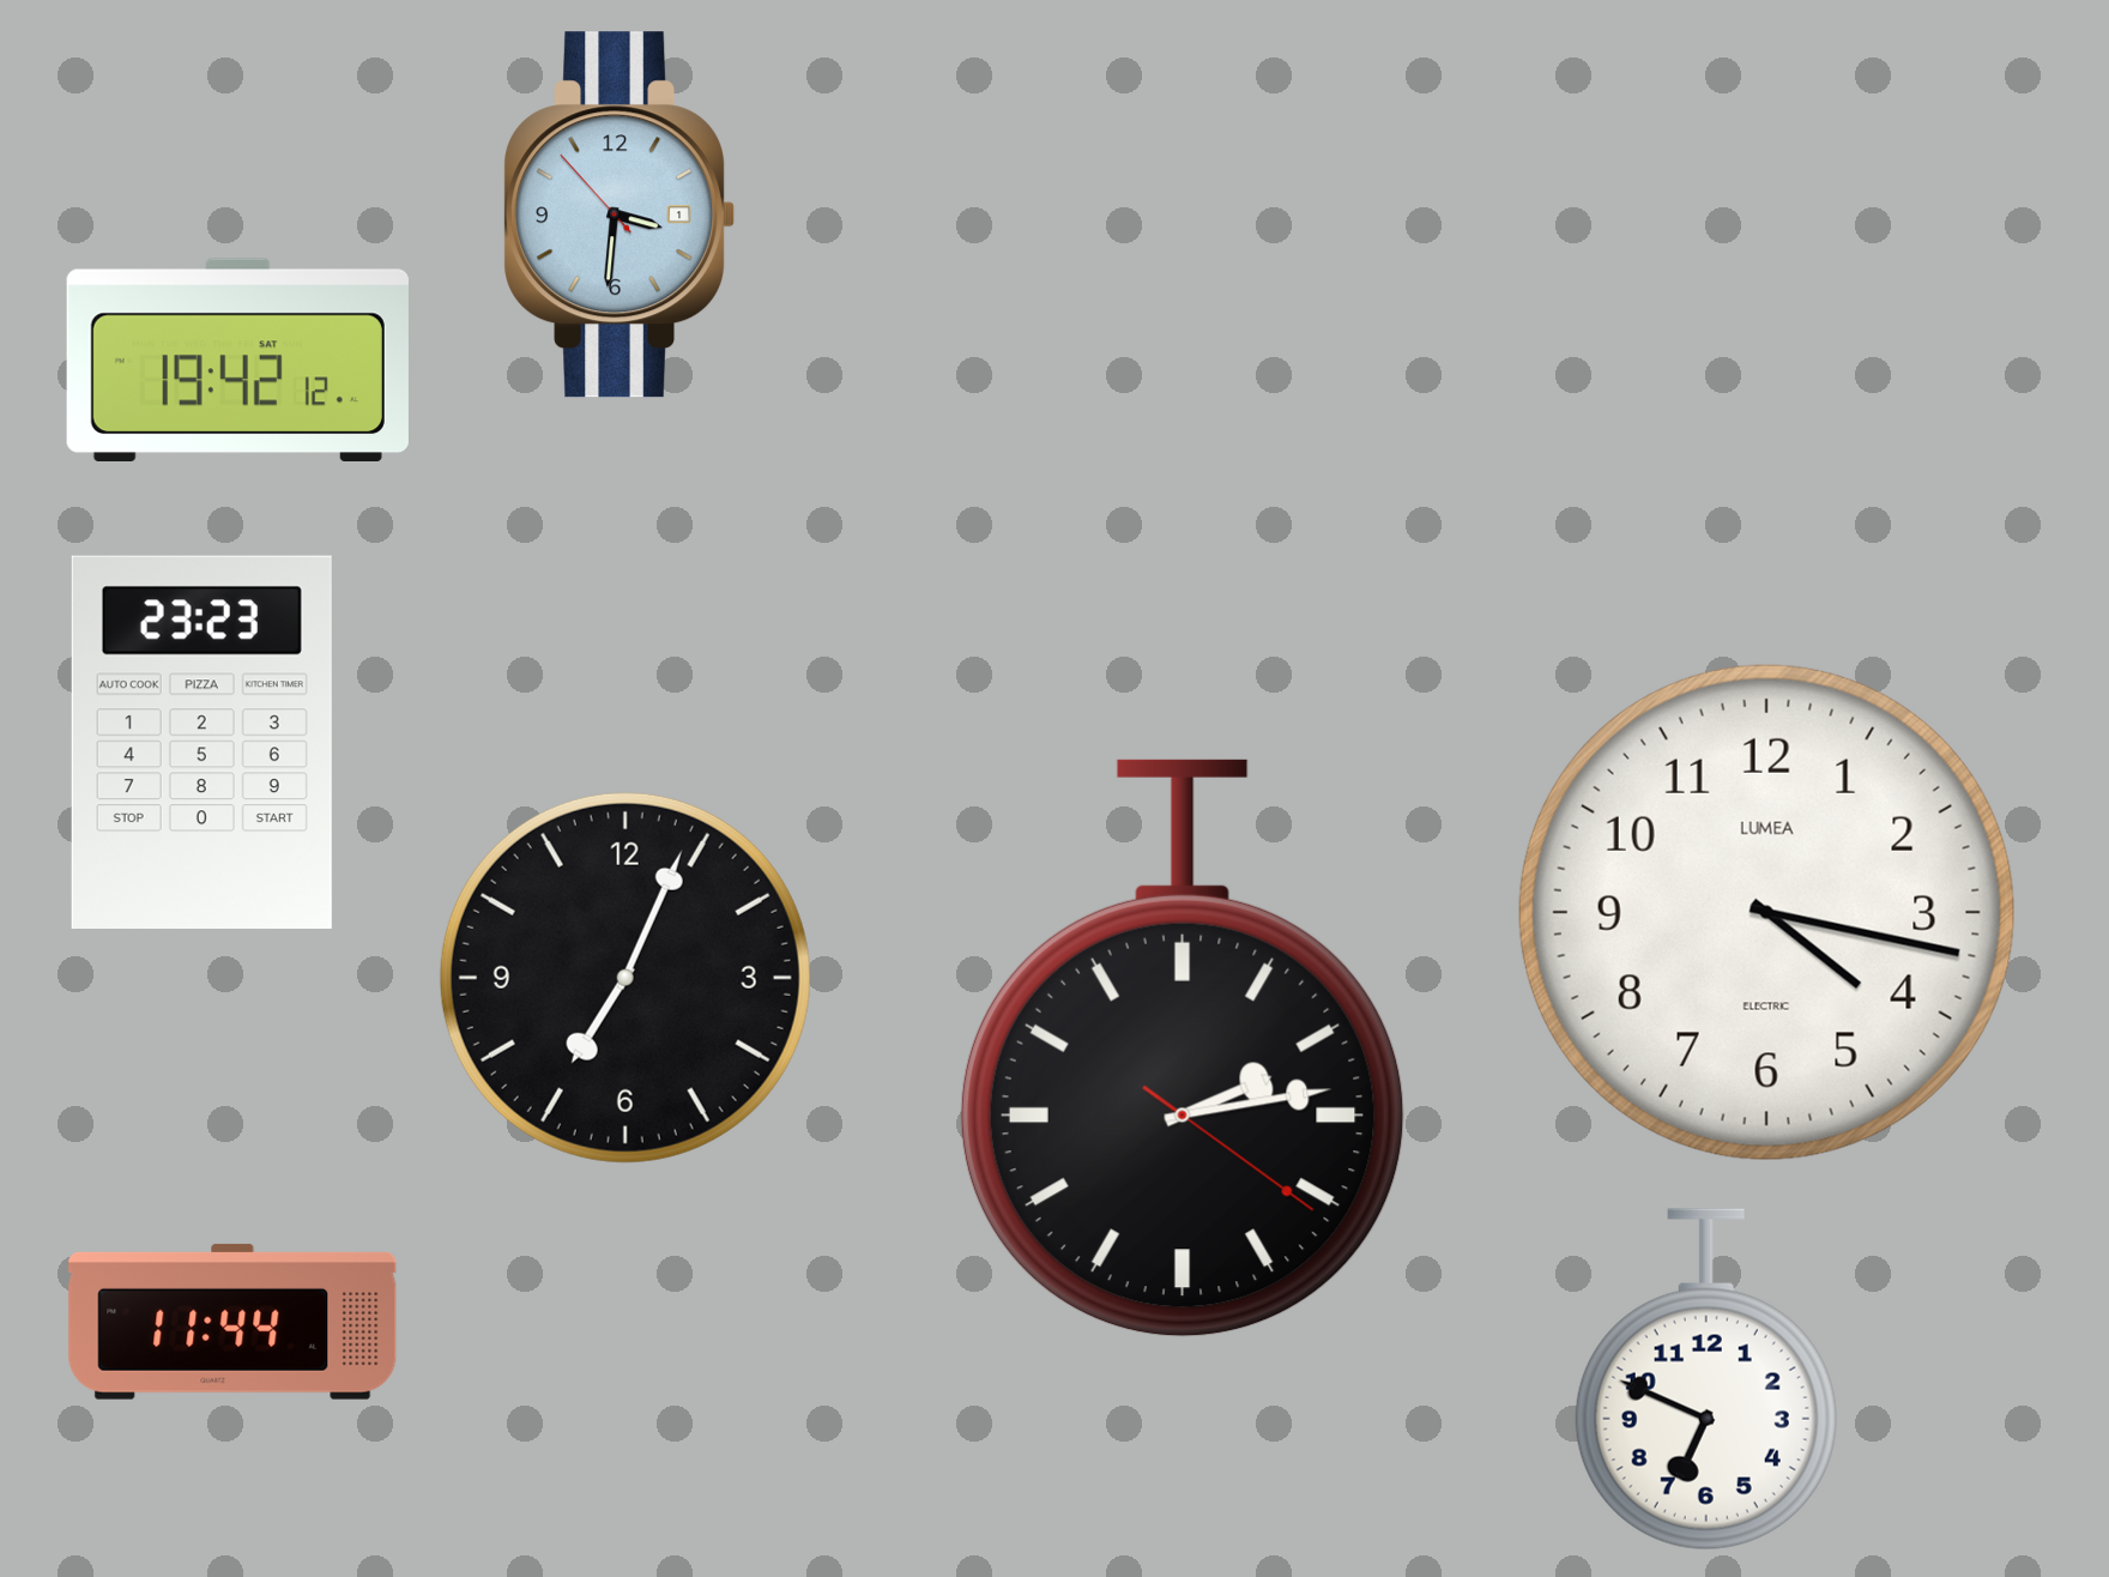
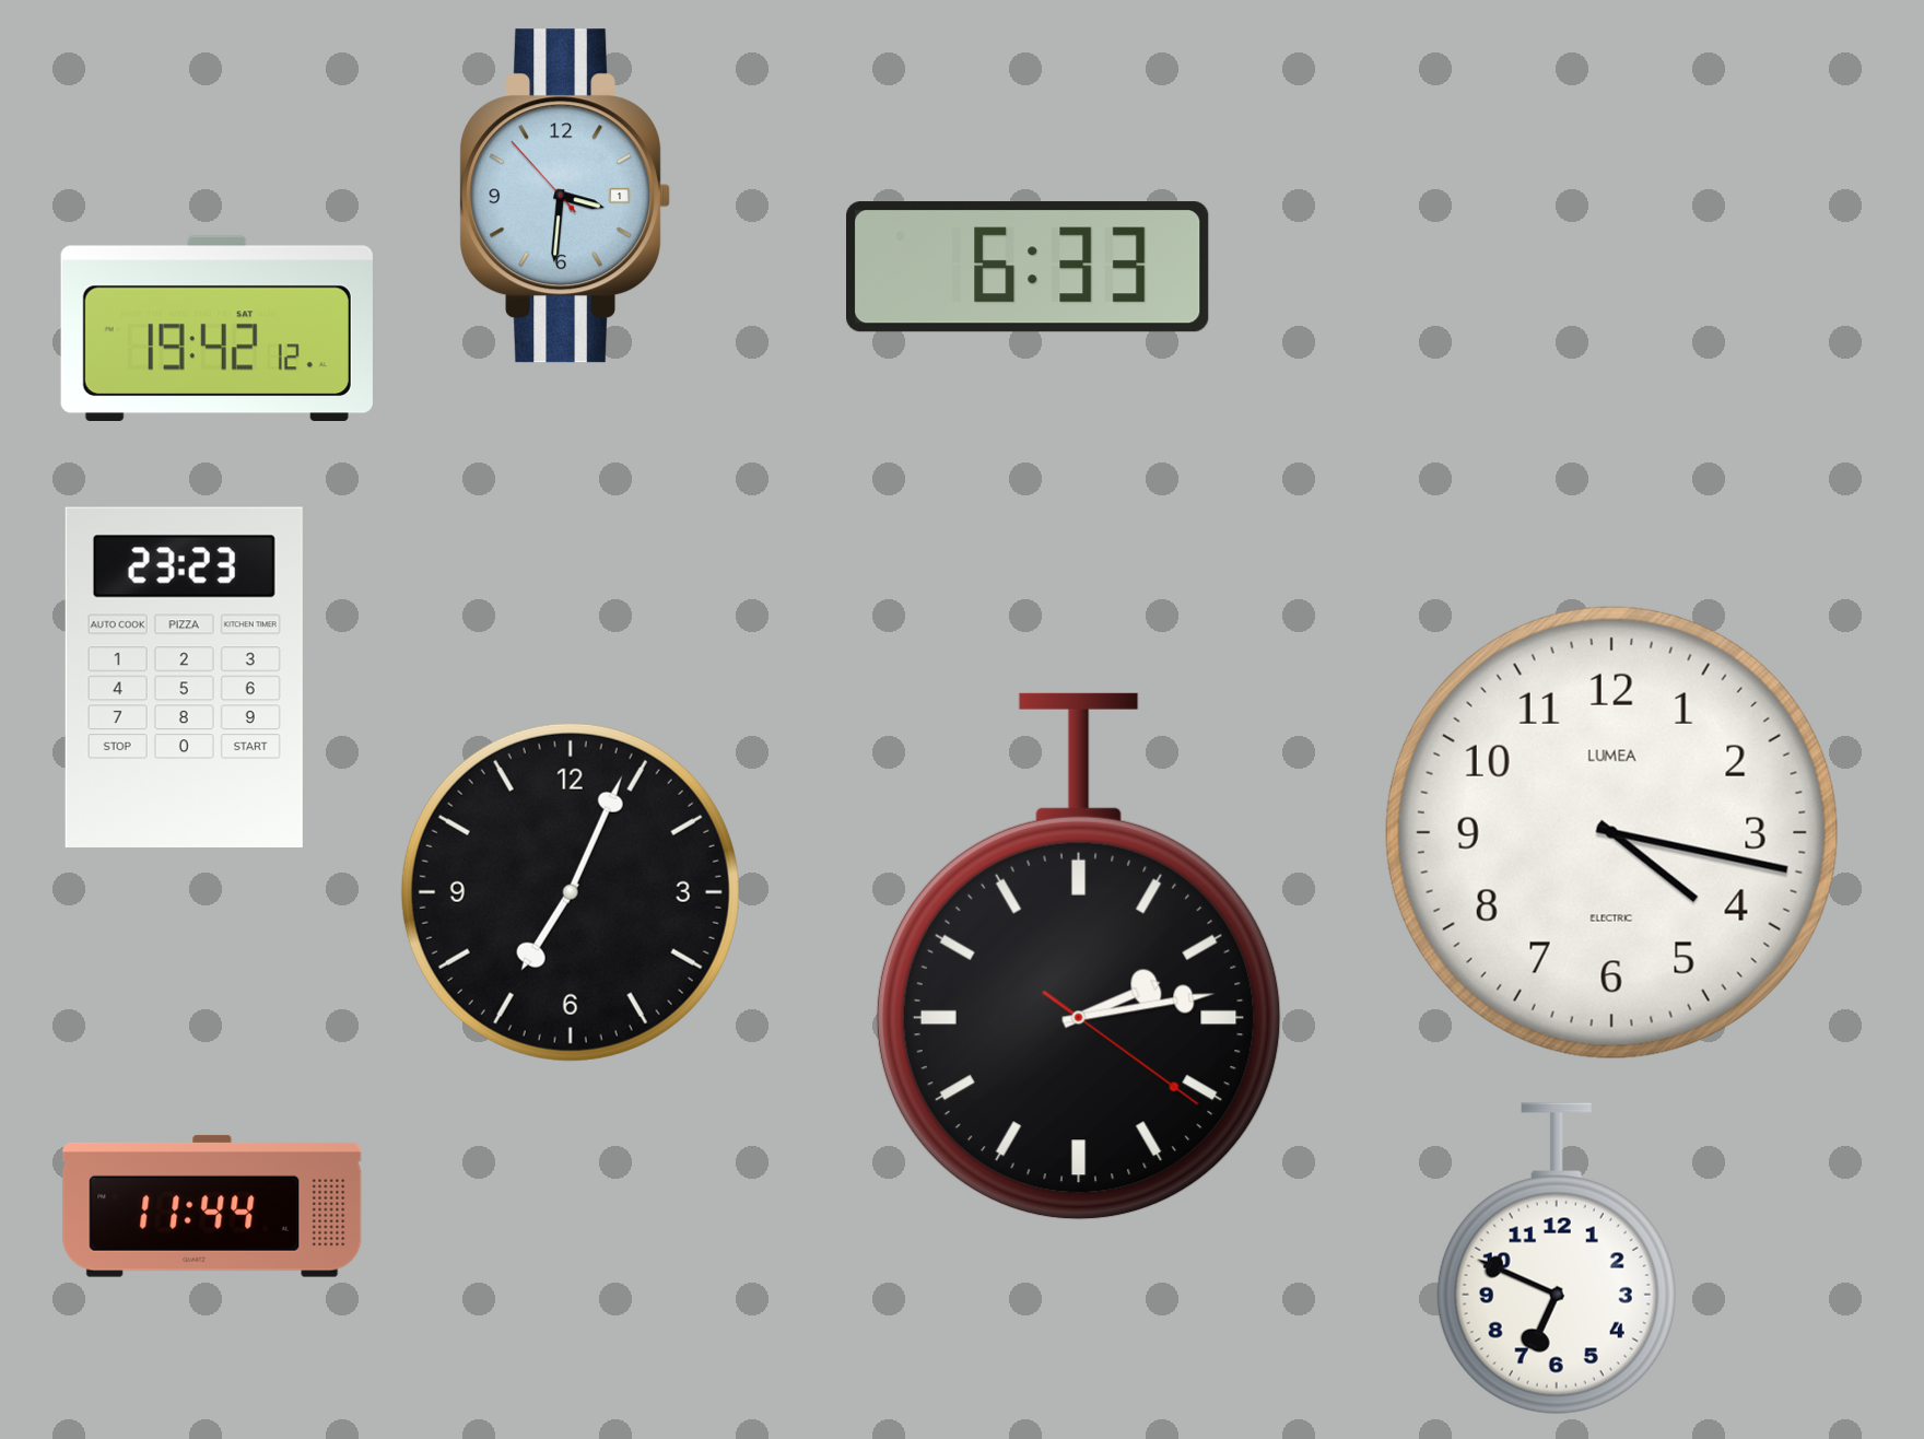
clock at (1029, 267): none -> 6:33
